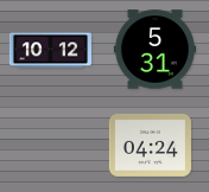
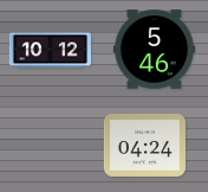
clock at (154, 50): 5:31 -> 5:46
clock at (150, 145) position: (150, 145) -> (144, 145)
